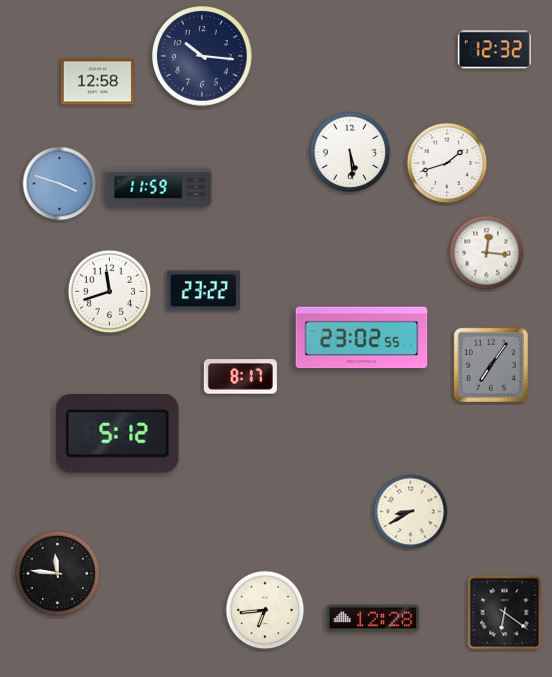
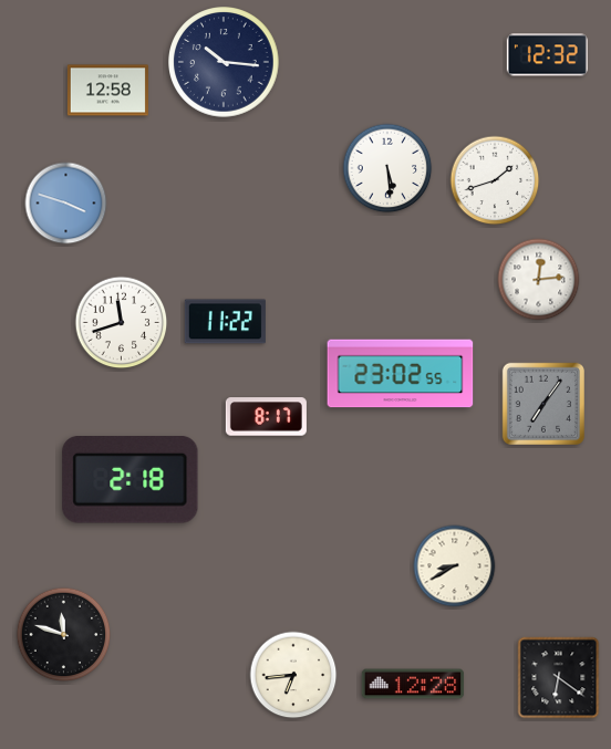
clock at (159, 188): 11:59 -> none
clock at (487, 253): 12:16 -> 12:14
clock at (203, 291): 23:22 -> 11:22
clock at (118, 434): 5:12 -> 2:18
clock at (58, 574): 11:46 -> 11:48
